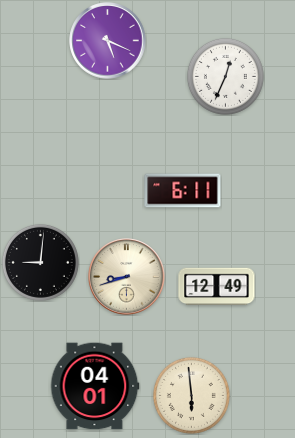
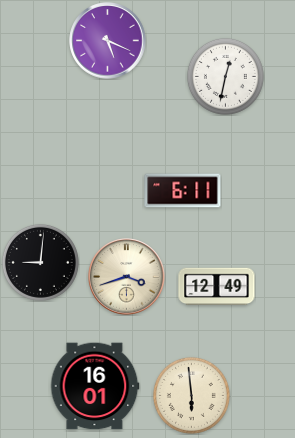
clock at (225, 76): 12:34 -> 12:32
clock at (127, 277): 8:42 -> 3:42
clock at (95, 386): 04:01 -> 16:01
